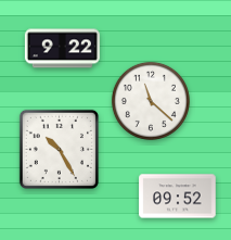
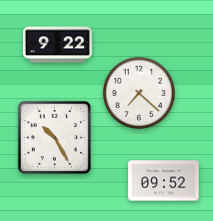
clock at (151, 101): 11:22 -> 7:22
